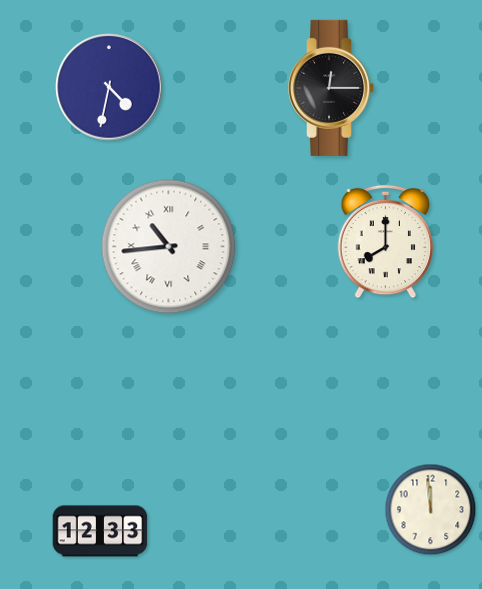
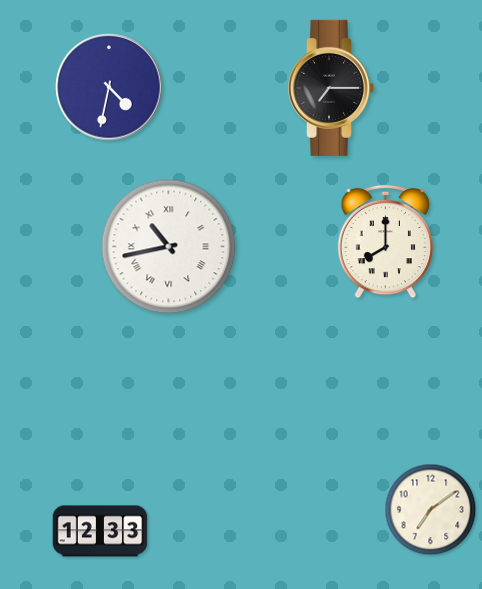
clock at (331, 88): 12:15 -> 7:15
clock at (169, 247): 10:44 -> 10:43
clock at (431, 510): 11:59 -> 7:09
